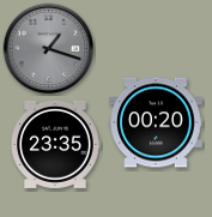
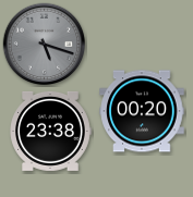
clock at (49, 49): 1:18 -> 5:18
clock at (55, 144): 23:35 -> 23:38
